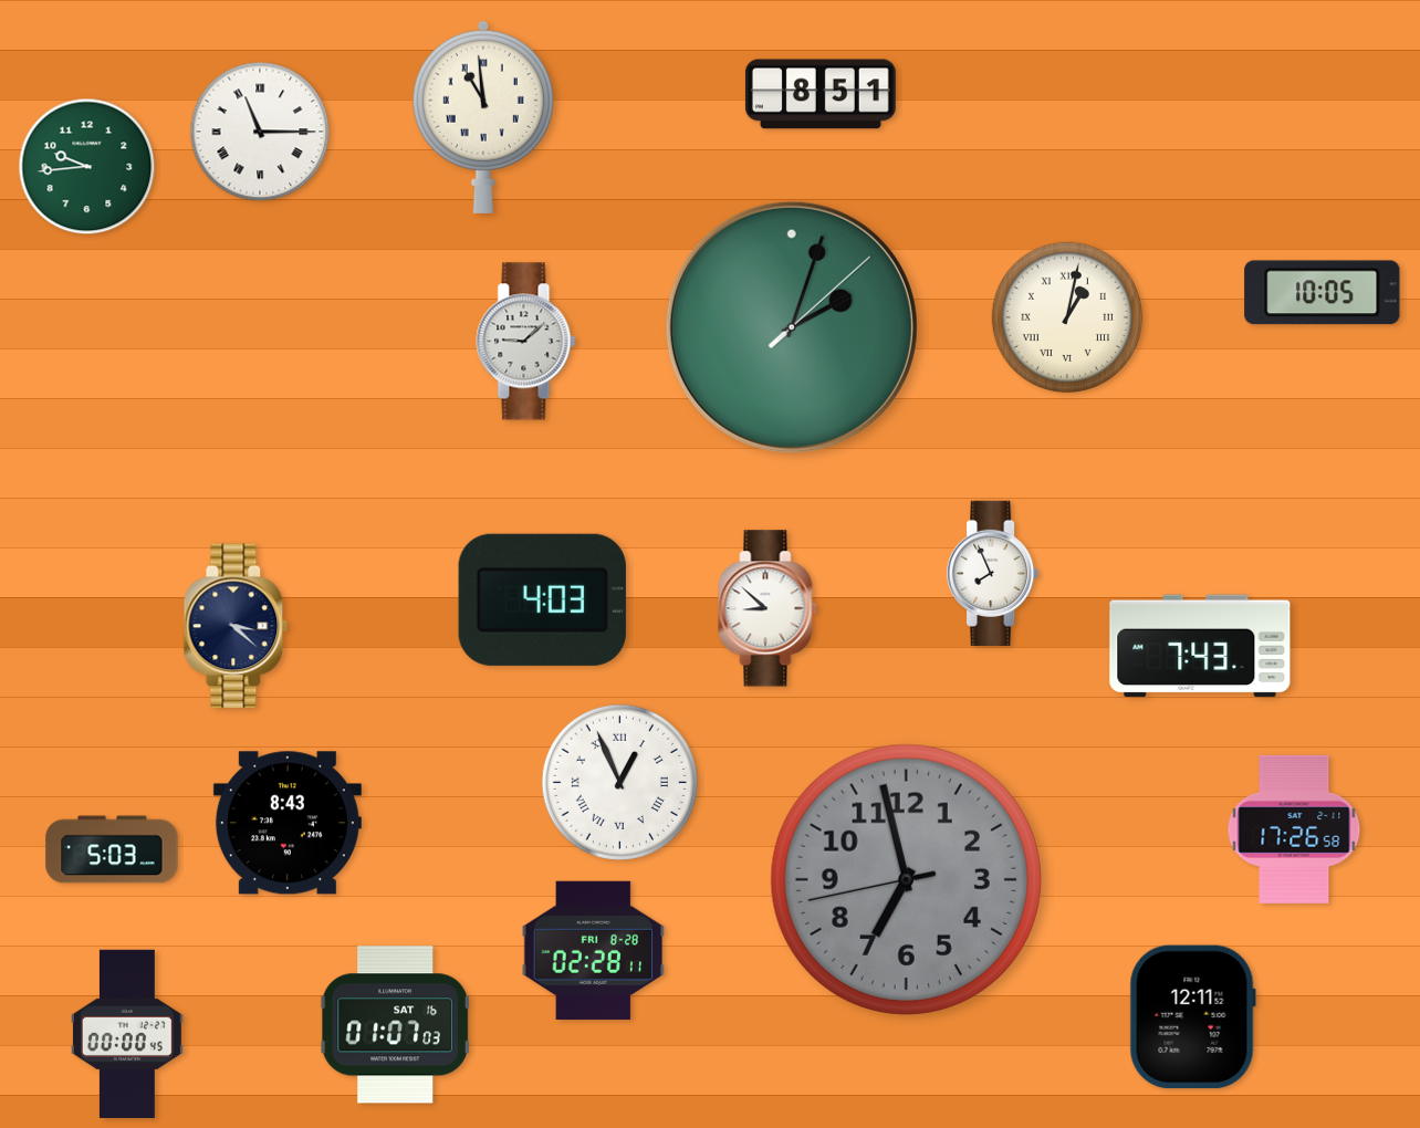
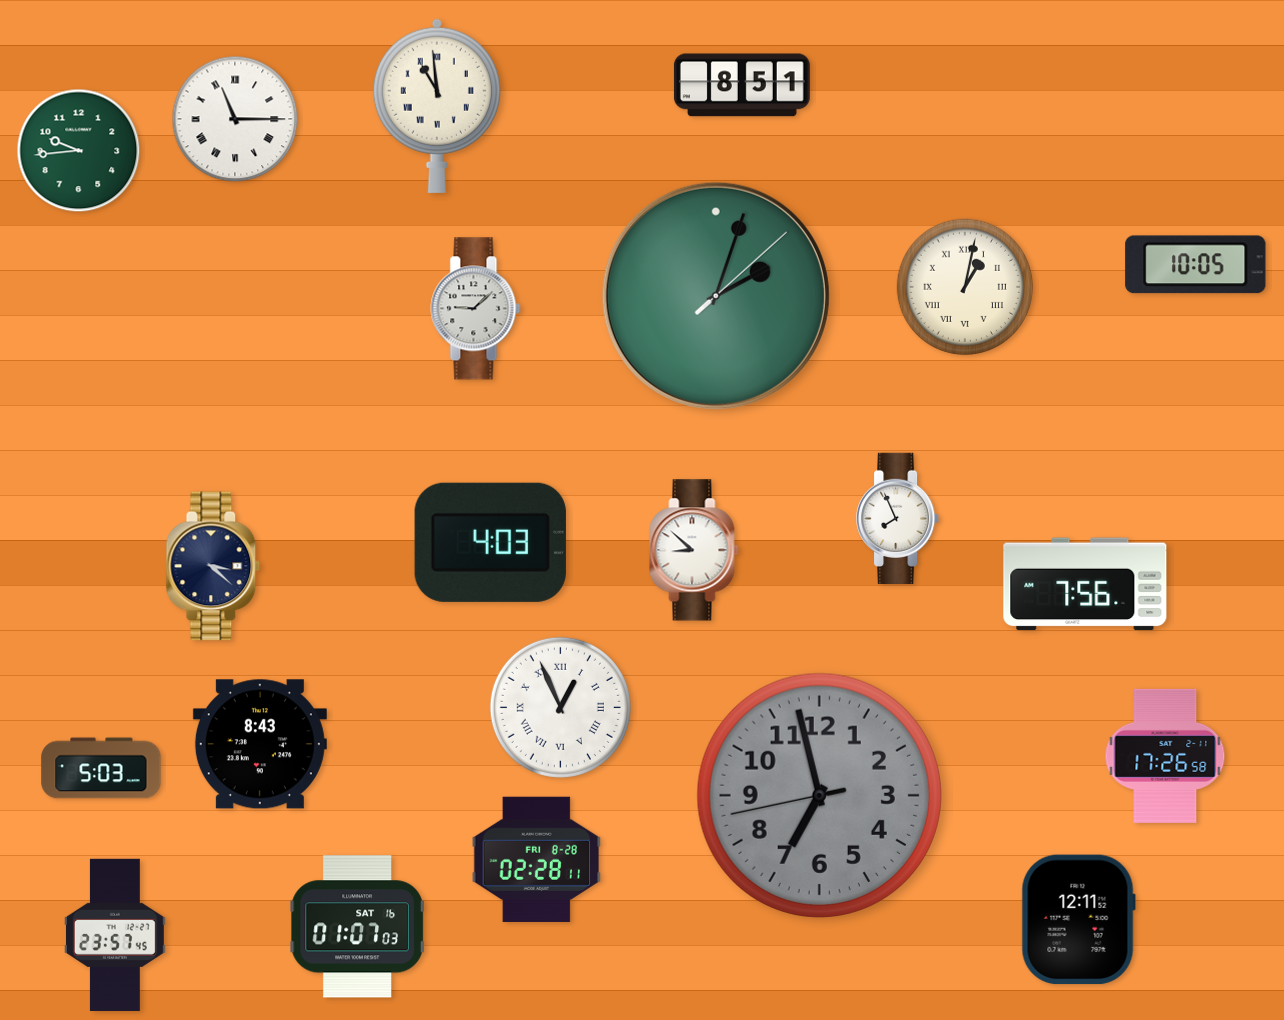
clock at (1200, 646): 7:43 -> 7:56
clock at (1294, 829) position: (1294, 829) -> (1165, 756)
clock at (127, 1034): 00:00 -> 23:57
